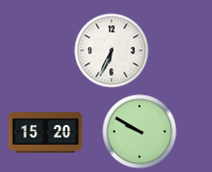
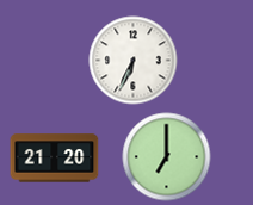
clock at (140, 132): 9:50 -> 7:00
clock at (46, 133): 15:20 -> 21:20
